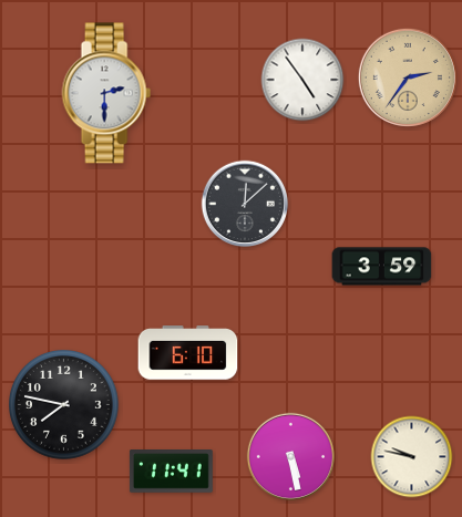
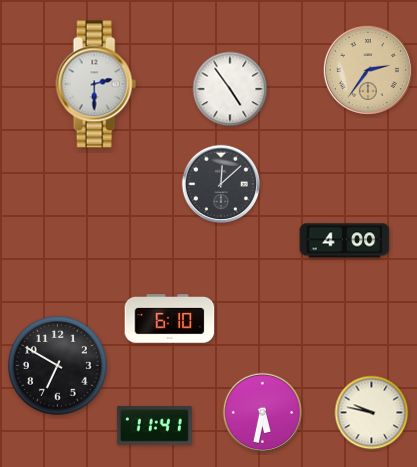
clock at (302, 80) position: (302, 80) -> (230, 89)
clock at (382, 267): 3:59 -> 4:00
clock at (64, 405): 7:47 -> 6:50
clock at (290, 456): 5:28 -> 5:32
